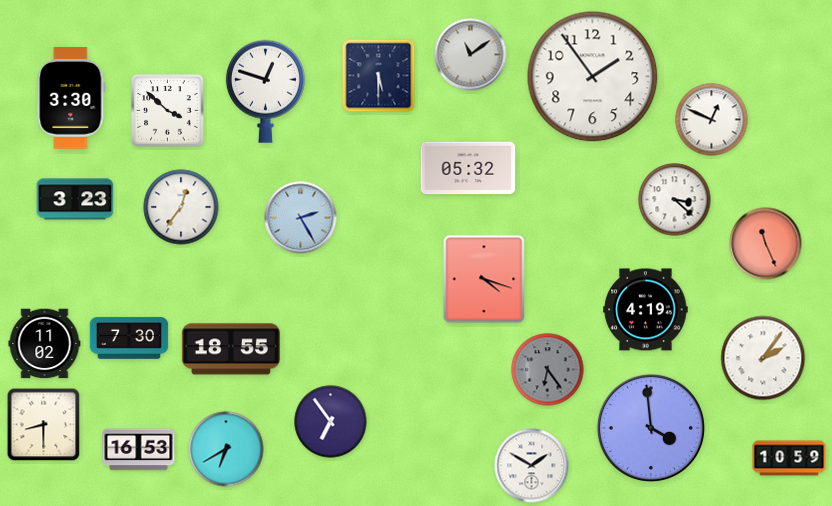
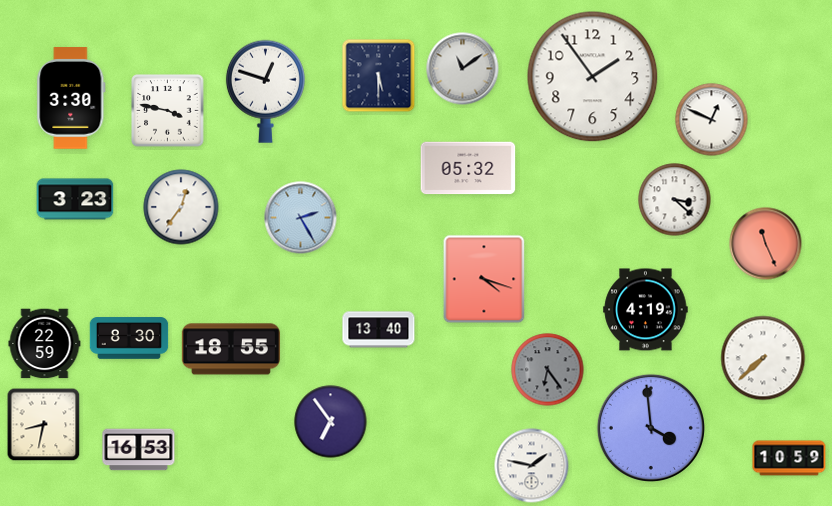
clock at (471, 55) position: (471, 55) -> (463, 69)
clock at (168, 111): 3:52 -> 3:47
clock at (379, 330): none -> 13:40
clock at (129, 338): 7:30 -> 8:30
clock at (45, 344): 11:02 -> 22:59
clock at (763, 358): 2:06 -> 7:38
clock at (44, 425): 8:30 -> 8:32
clock at (226, 449): 6:40 -> none
clock at (532, 466): 1:50 -> 1:47
